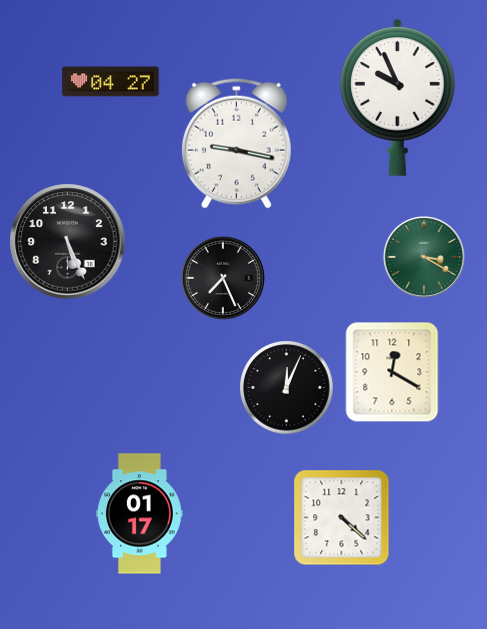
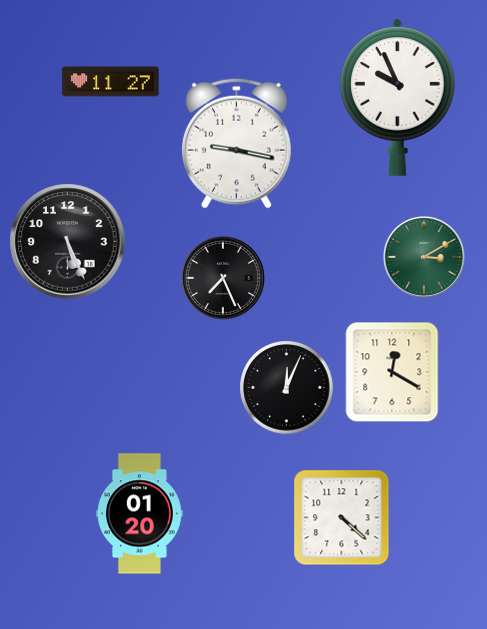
clock at (111, 82): 04:27 -> 11:27
clock at (424, 257): 3:20 -> 3:10
clock at (139, 514): 01:17 -> 01:20
